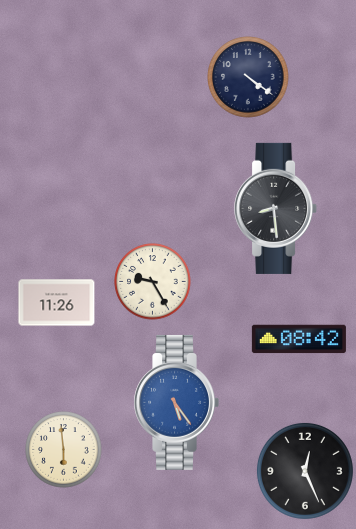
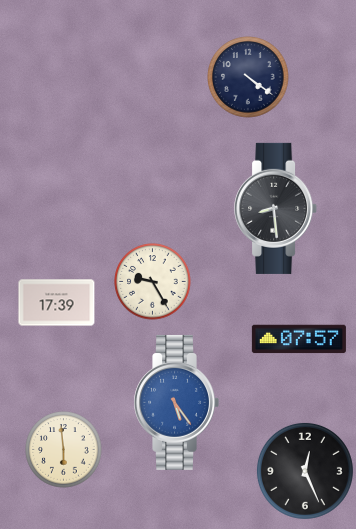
clock at (57, 303): 11:26 -> 17:39
clock at (299, 339): 08:42 -> 07:57
